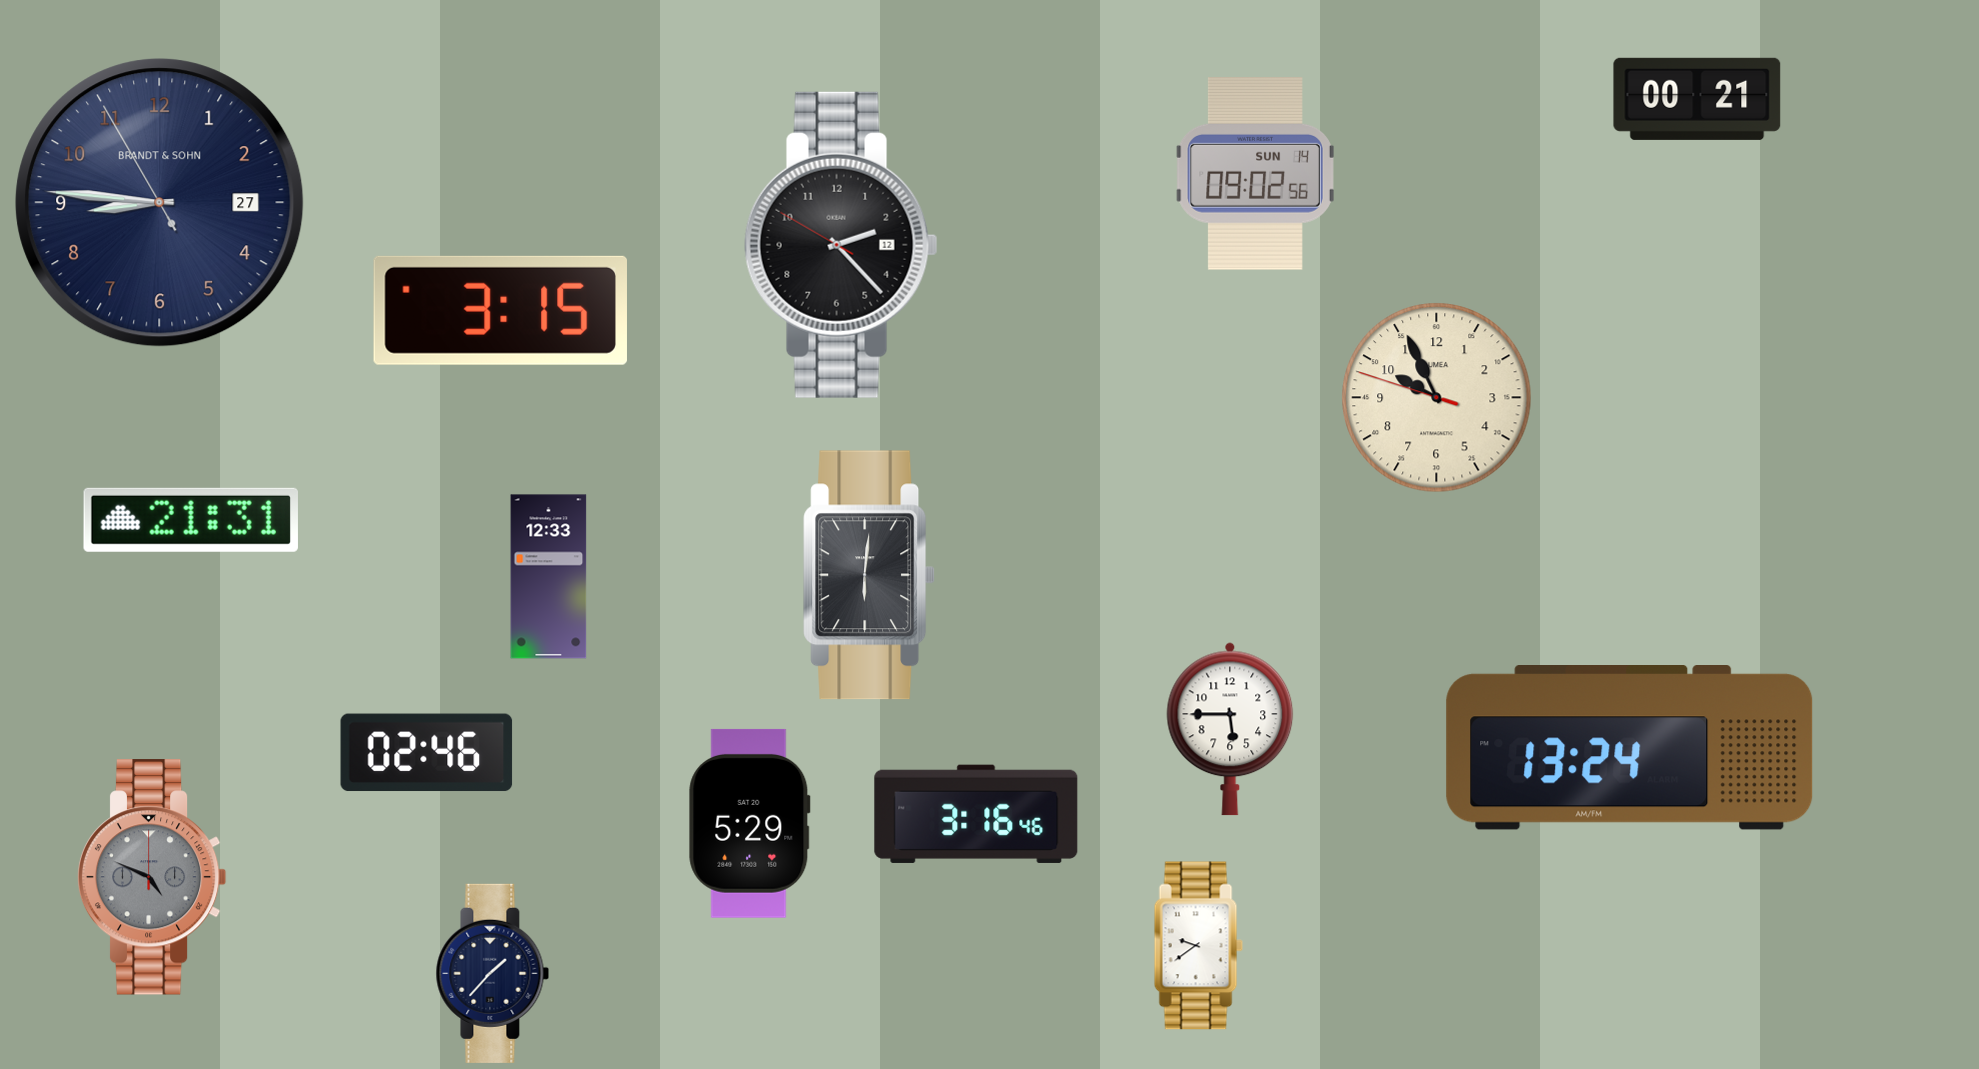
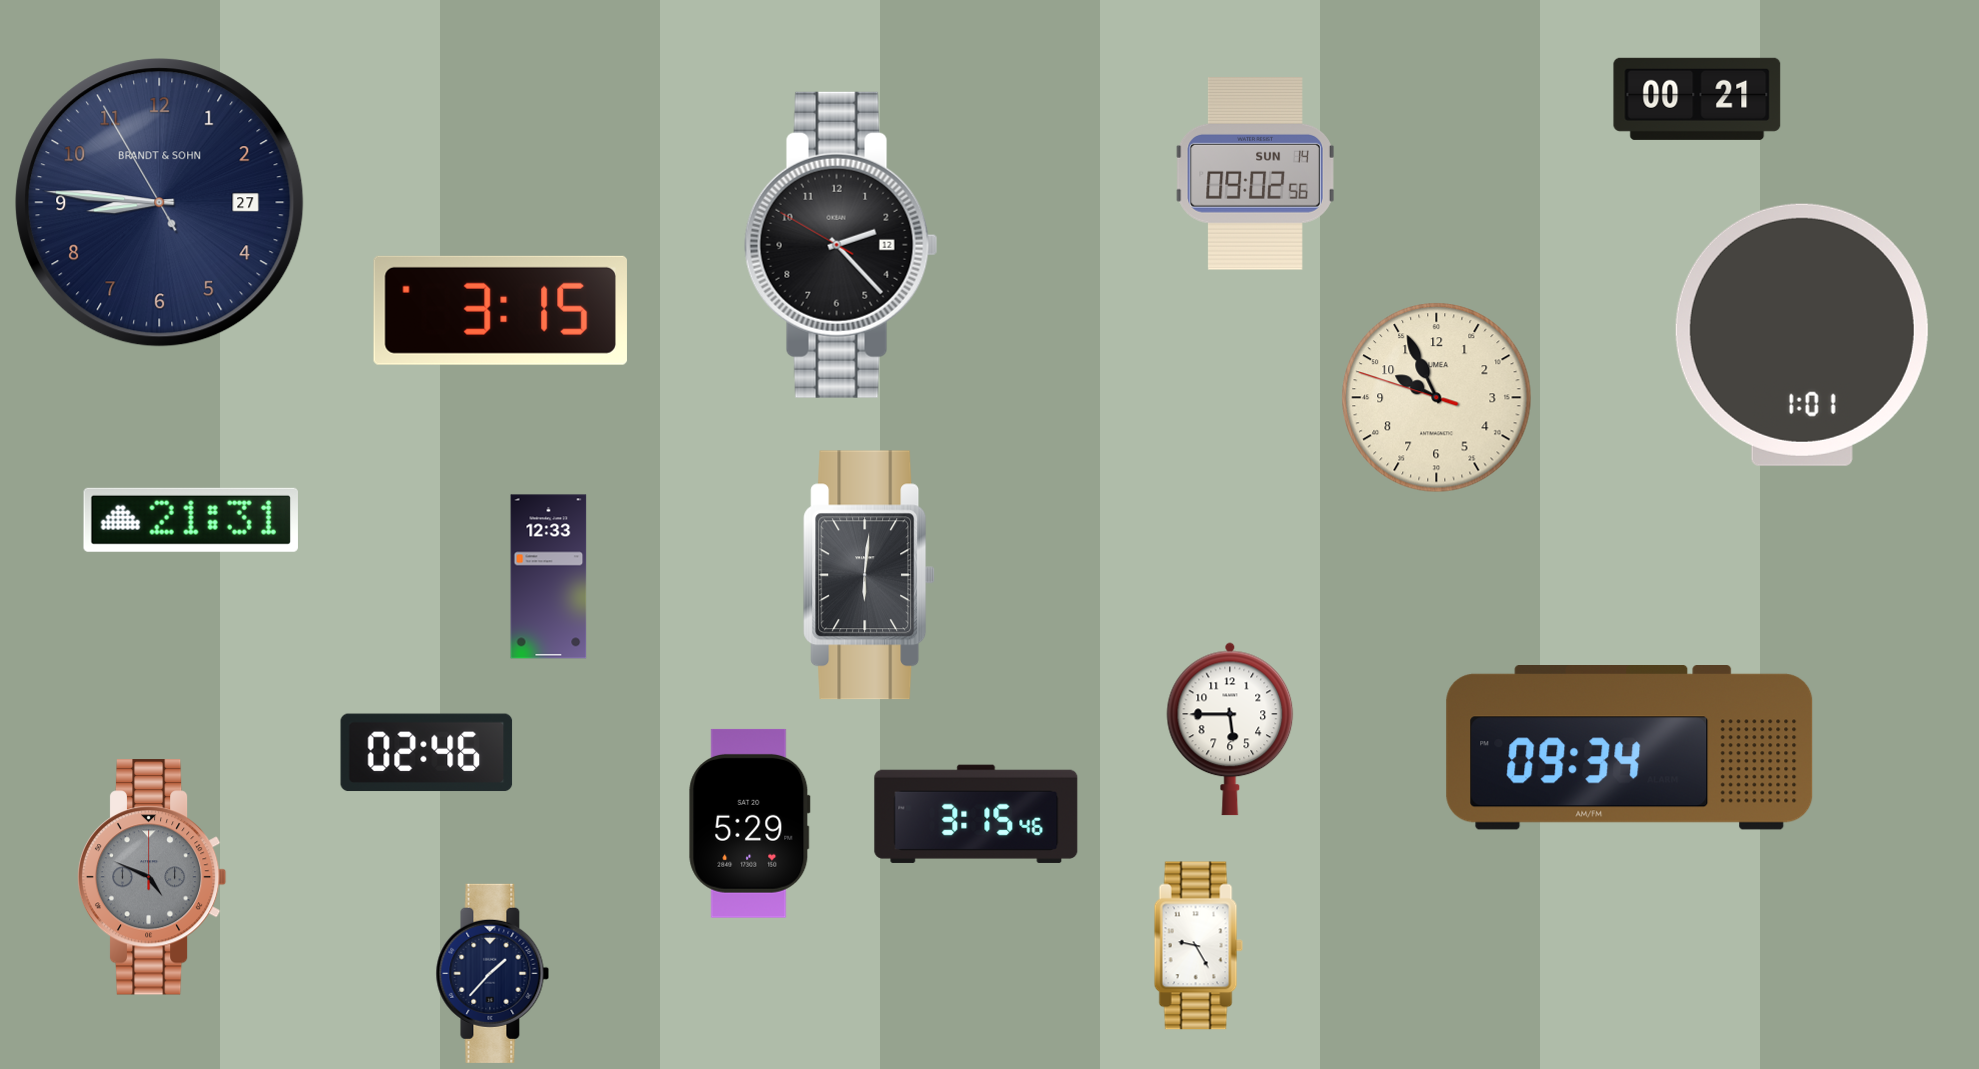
clock at (1802, 335): none -> 1:01
clock at (1630, 747): 13:24 -> 09:34
clock at (976, 814): 3:16 -> 3:15
clock at (1198, 946): 9:39 -> 9:25
